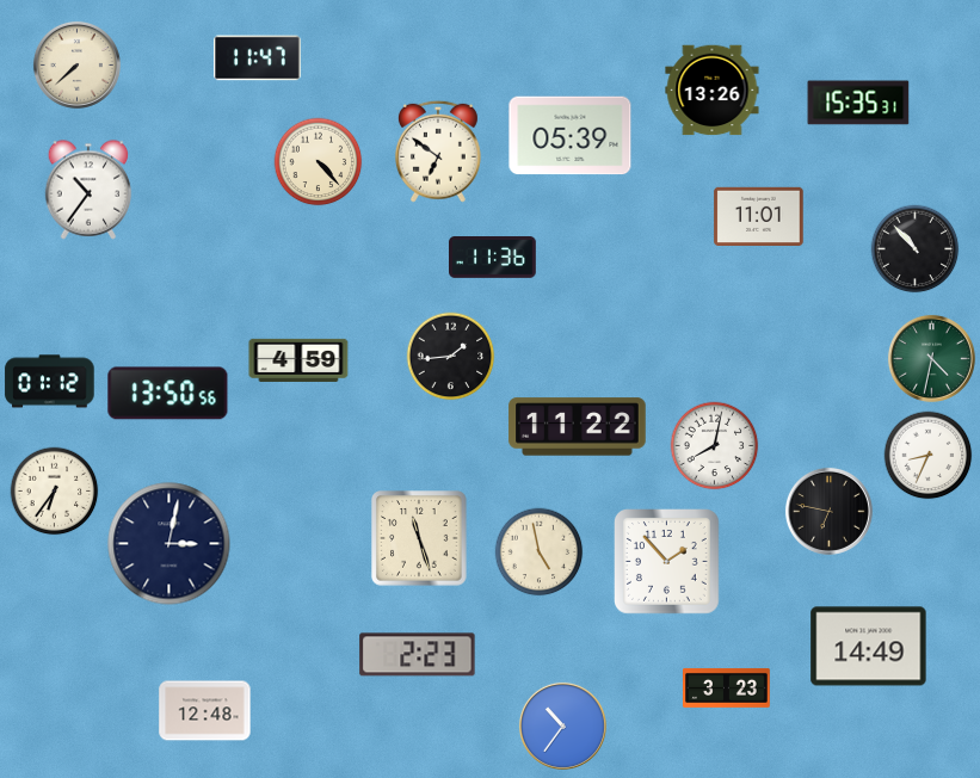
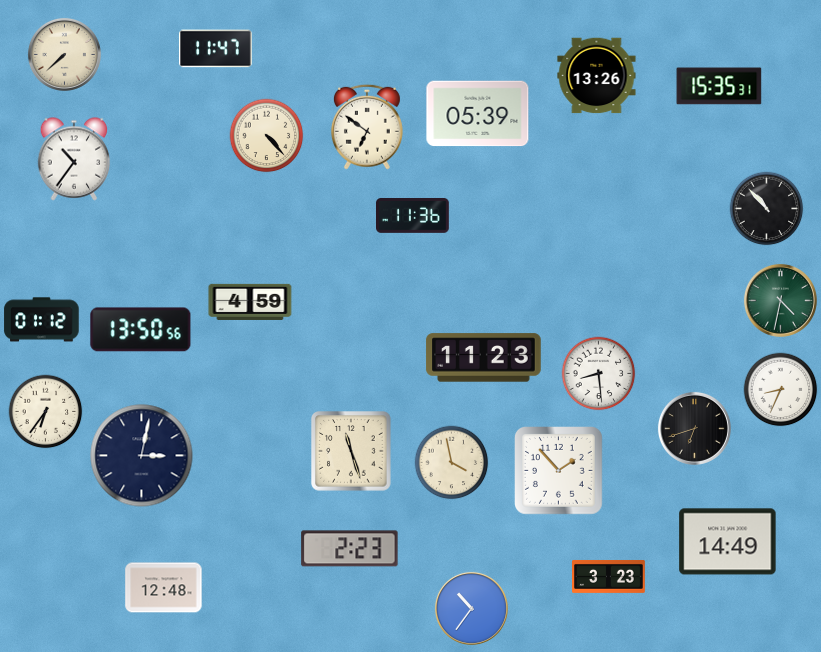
clock at (759, 216): 11:01 -> none
clock at (451, 357): 1:44 -> none
clock at (578, 427): 11:22 -> 11:23
clock at (715, 446): 8:02 -> 8:29
clock at (929, 456) position: (929, 456) -> (781, 390)
clock at (828, 511): 6:47 -> 6:42
clock at (540, 552): 4:58 -> 3:58
clock at (205, 711) position: (205, 711) -> (164, 588)
